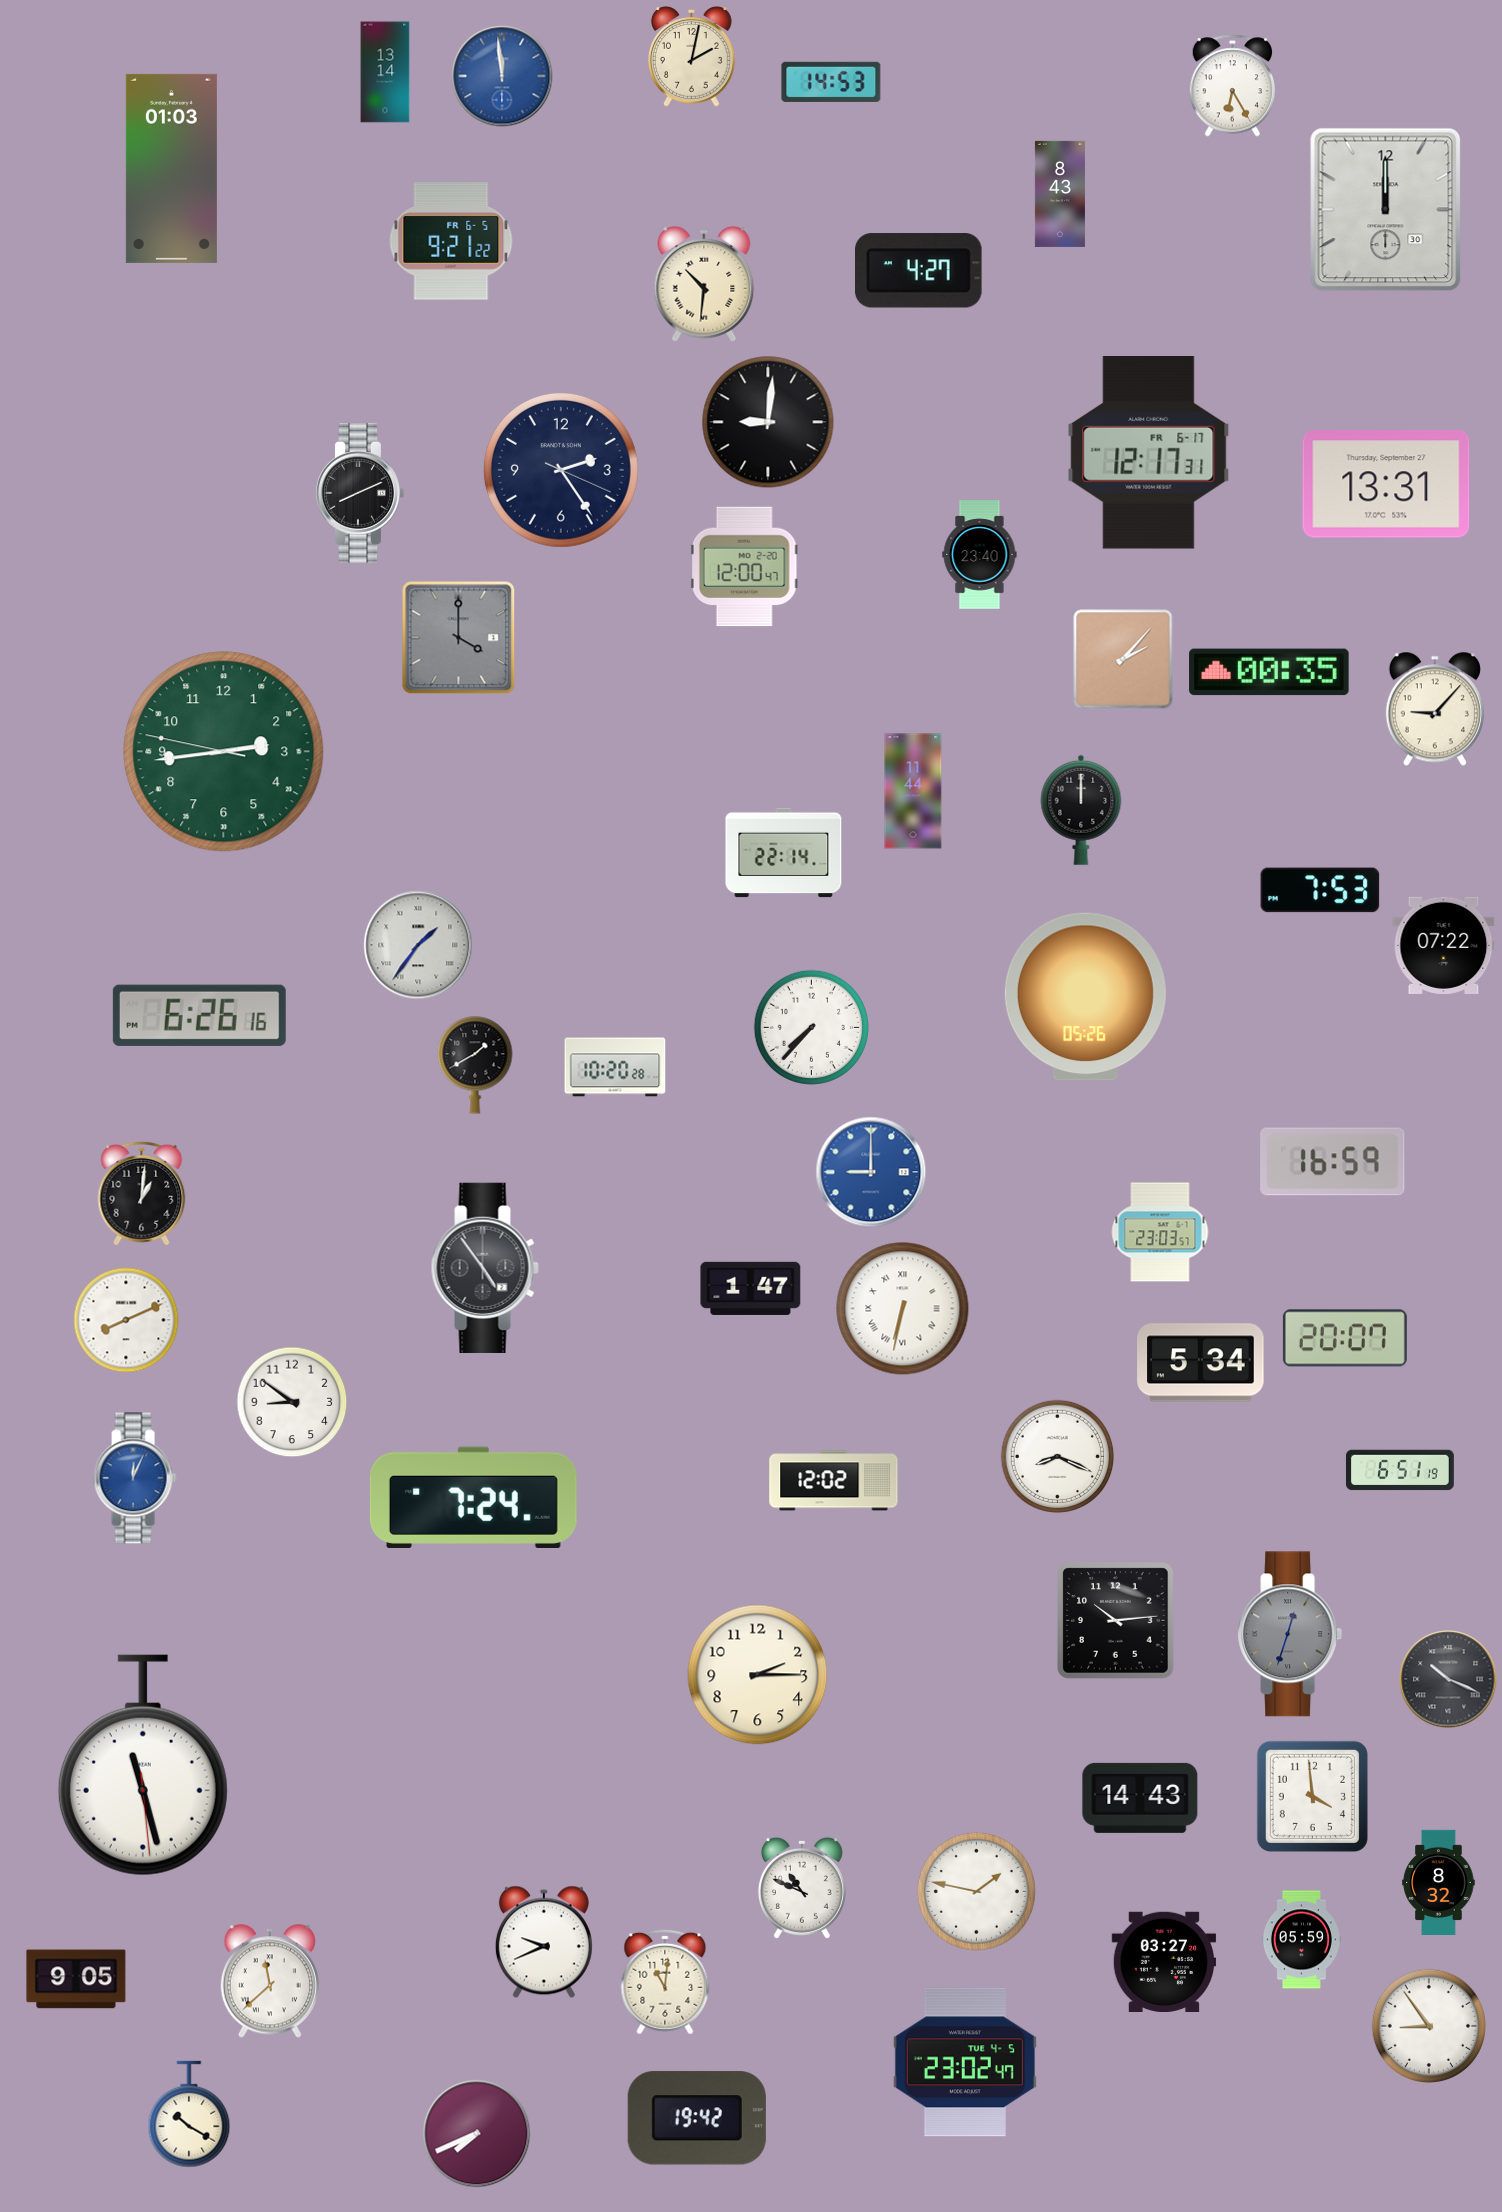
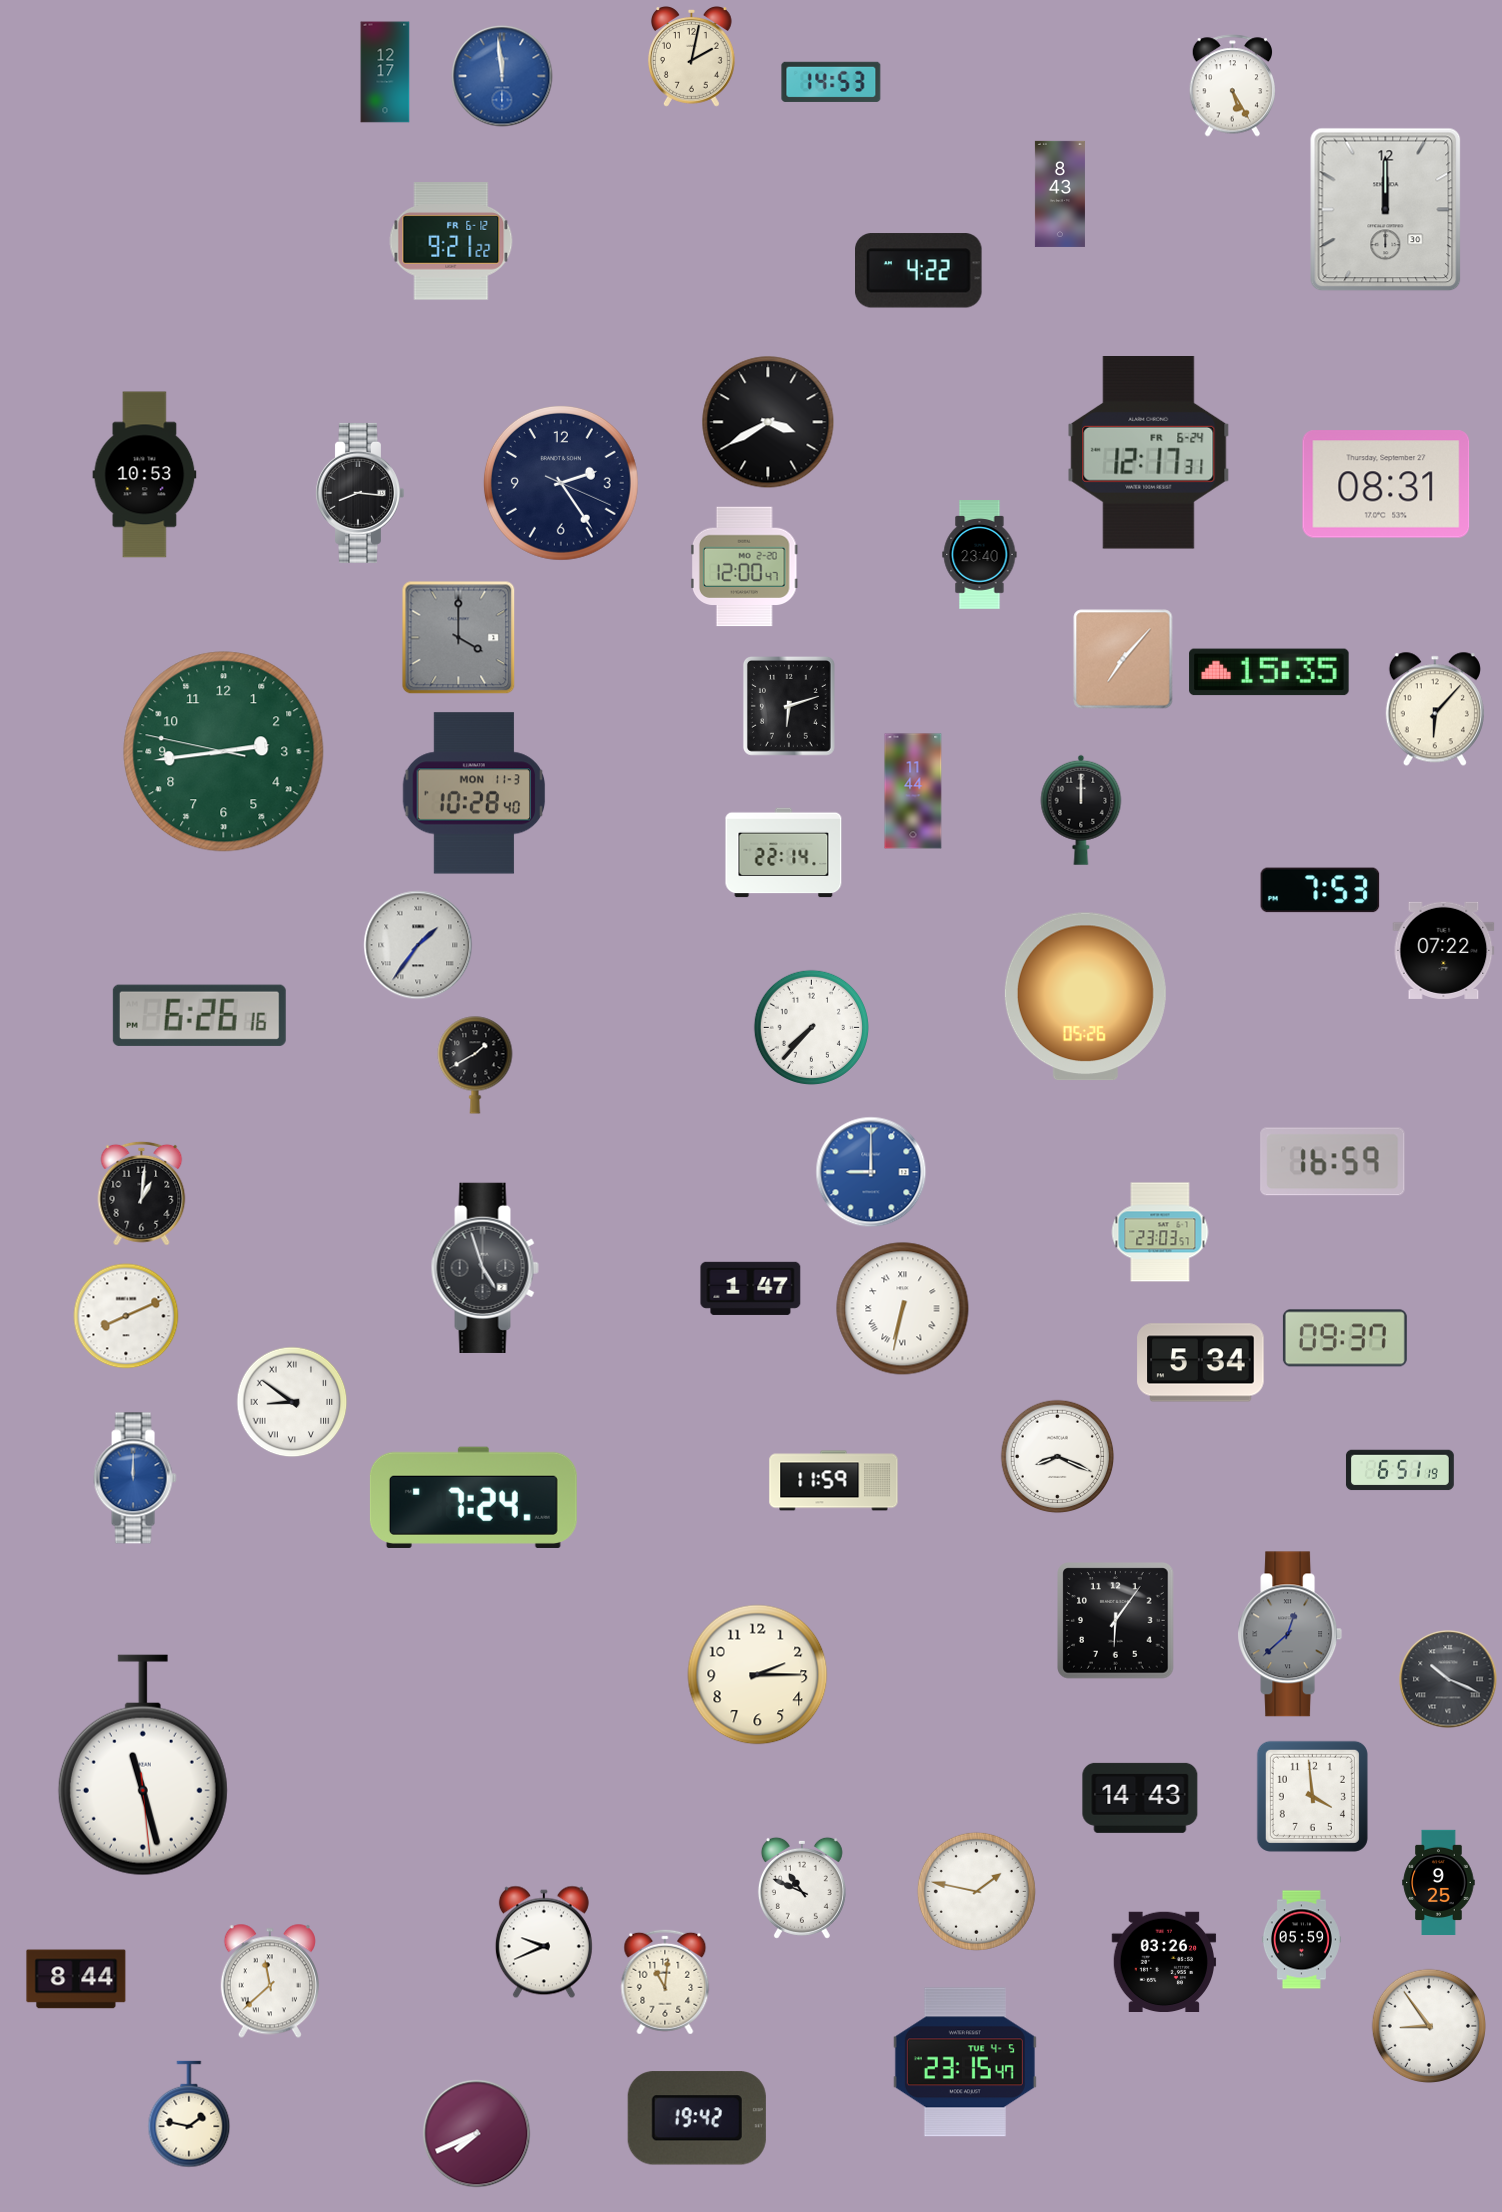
clock at (385, 72): 13:14 -> 12:17
clock at (1233, 86): 6:25 -> 5:25
clock at (171, 168): 01:03 -> none
clock at (451, 241) date: FR 6-5 -> FR 6-12
clock at (919, 271): 4:27 -> 4:22
clock at (704, 284): 10:31 -> none
clock at (768, 422): 9:01 -> 3:40
clock at (1149, 453) date: FR 6-17 -> FR 6-24
clock at (561, 470) position: (561, 470) -> (561, 483)
clock at (145, 475): none -> 10:53
clock at (1386, 484): 13:31 -> 08:31
clock at (359, 493): 8:11 -> 8:16
clock at (1123, 659): 2:07 -> 7:07
clock at (1269, 672): 00:35 -> 15:35
clock at (789, 706): none -> 6:12
clock at (1435, 709): 9:07 -> 6:07
clock at (474, 793): none -> 10:28
clock at (1444, 945) position: (1444, 945) -> (1444, 950)
clock at (615, 1067): 10:20 -> none
clock at (485, 1268): 4:54 -> 4:57
clock at (126, 1320) position: (126, 1320) -> (126, 1316)
clock at (1345, 1338): 20:07 -> 09:37
clock at (292, 1402) numerals: Arabic -> Roman
clock at (135, 1478): 12:04 -> 12:00
clock at (834, 1481): 12:02 -> 11:59
clock at (1116, 1621): 10:14 -> 6:06
clock at (1290, 1634): 12:33 -> 12:38
clock at (1439, 1883): 8:32 -> 9:25
clock at (1164, 1962): 03:27 -> 03:26
clock at (76, 1979): 9:05 -> 8:44
clock at (965, 2062): 23:02 -> 23:15
clock at (189, 2114): 10:20 -> 1:47
